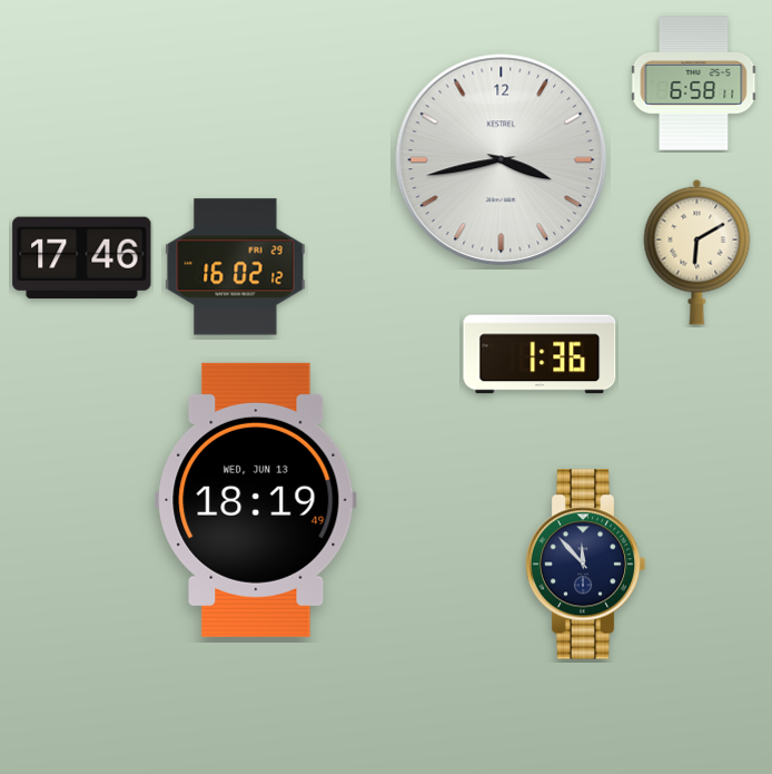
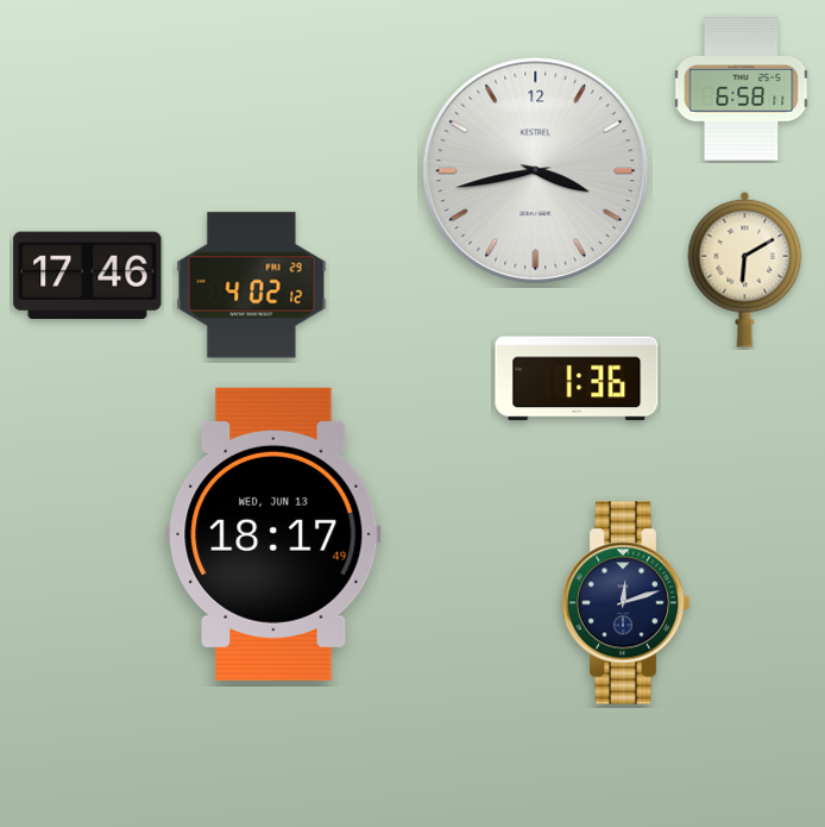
clock at (236, 267): 16:02 -> 4:02
clock at (256, 500): 18:19 -> 18:17
clock at (585, 565): 11:53 -> 12:12
